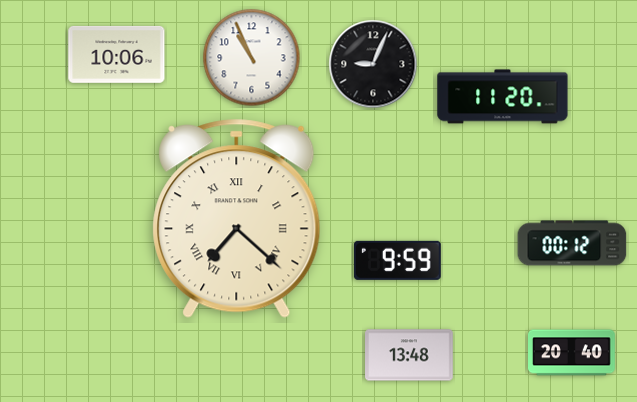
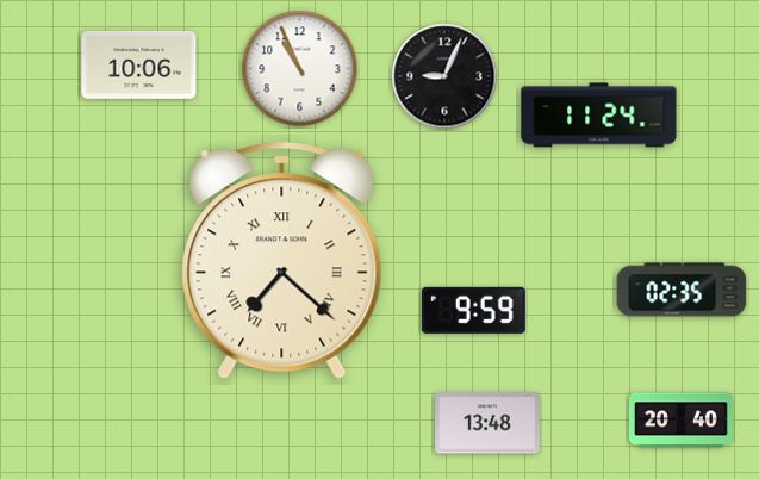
clock at (503, 97): 11:20 -> 11:24
clock at (572, 243): 00:12 -> 02:35
